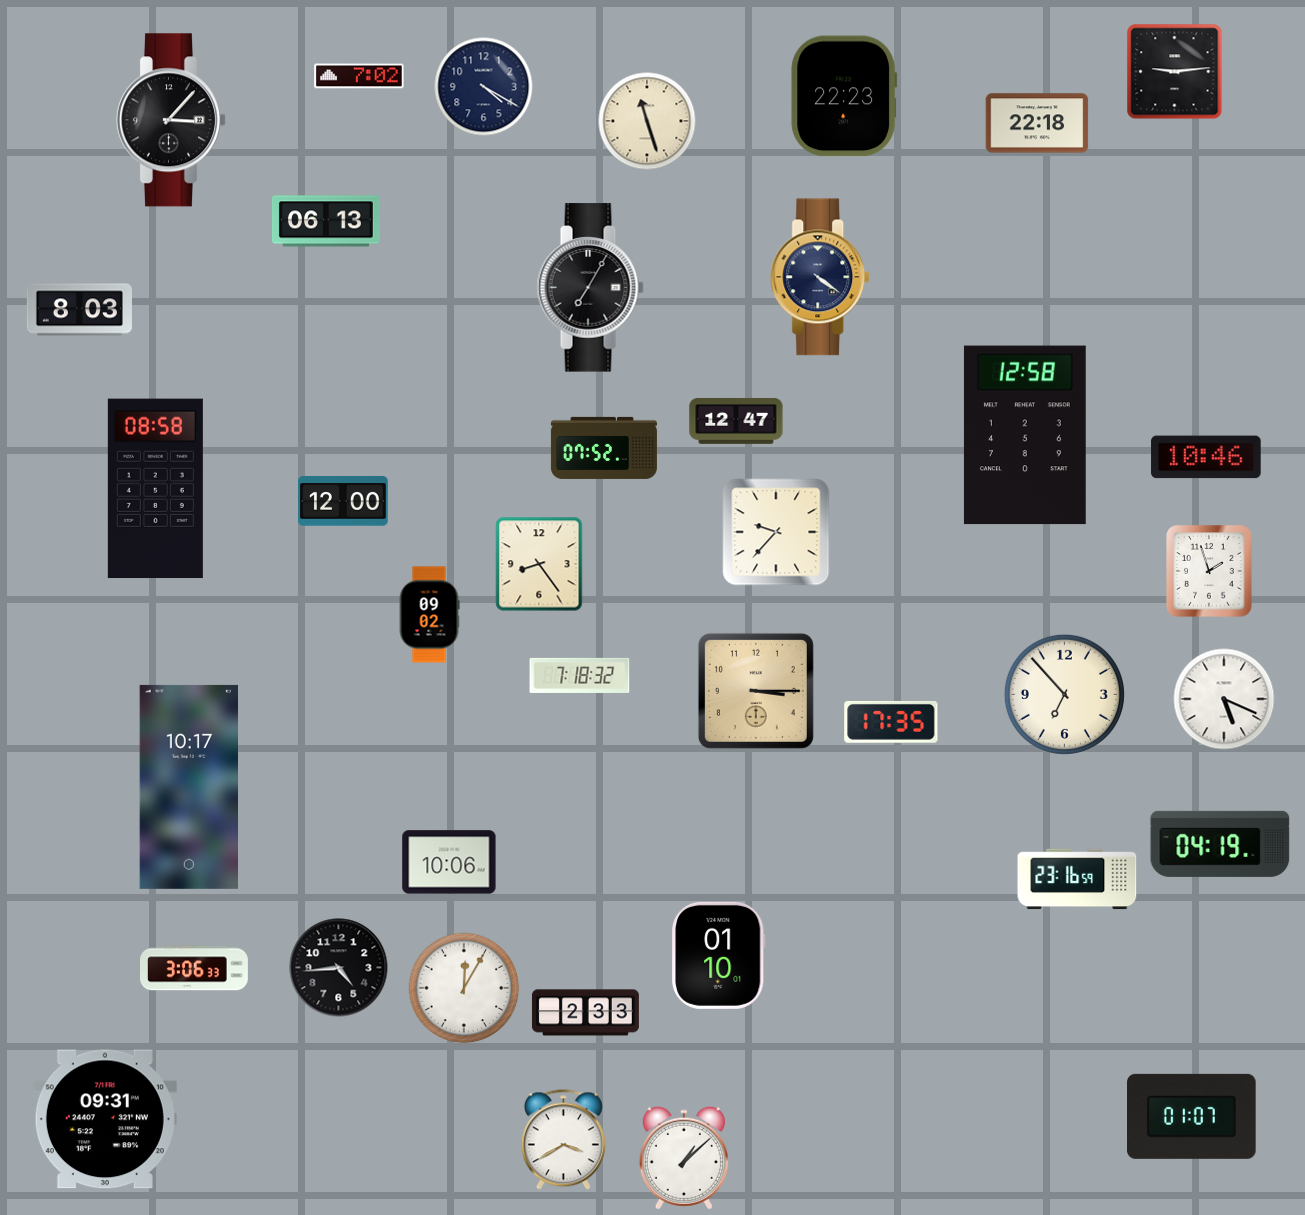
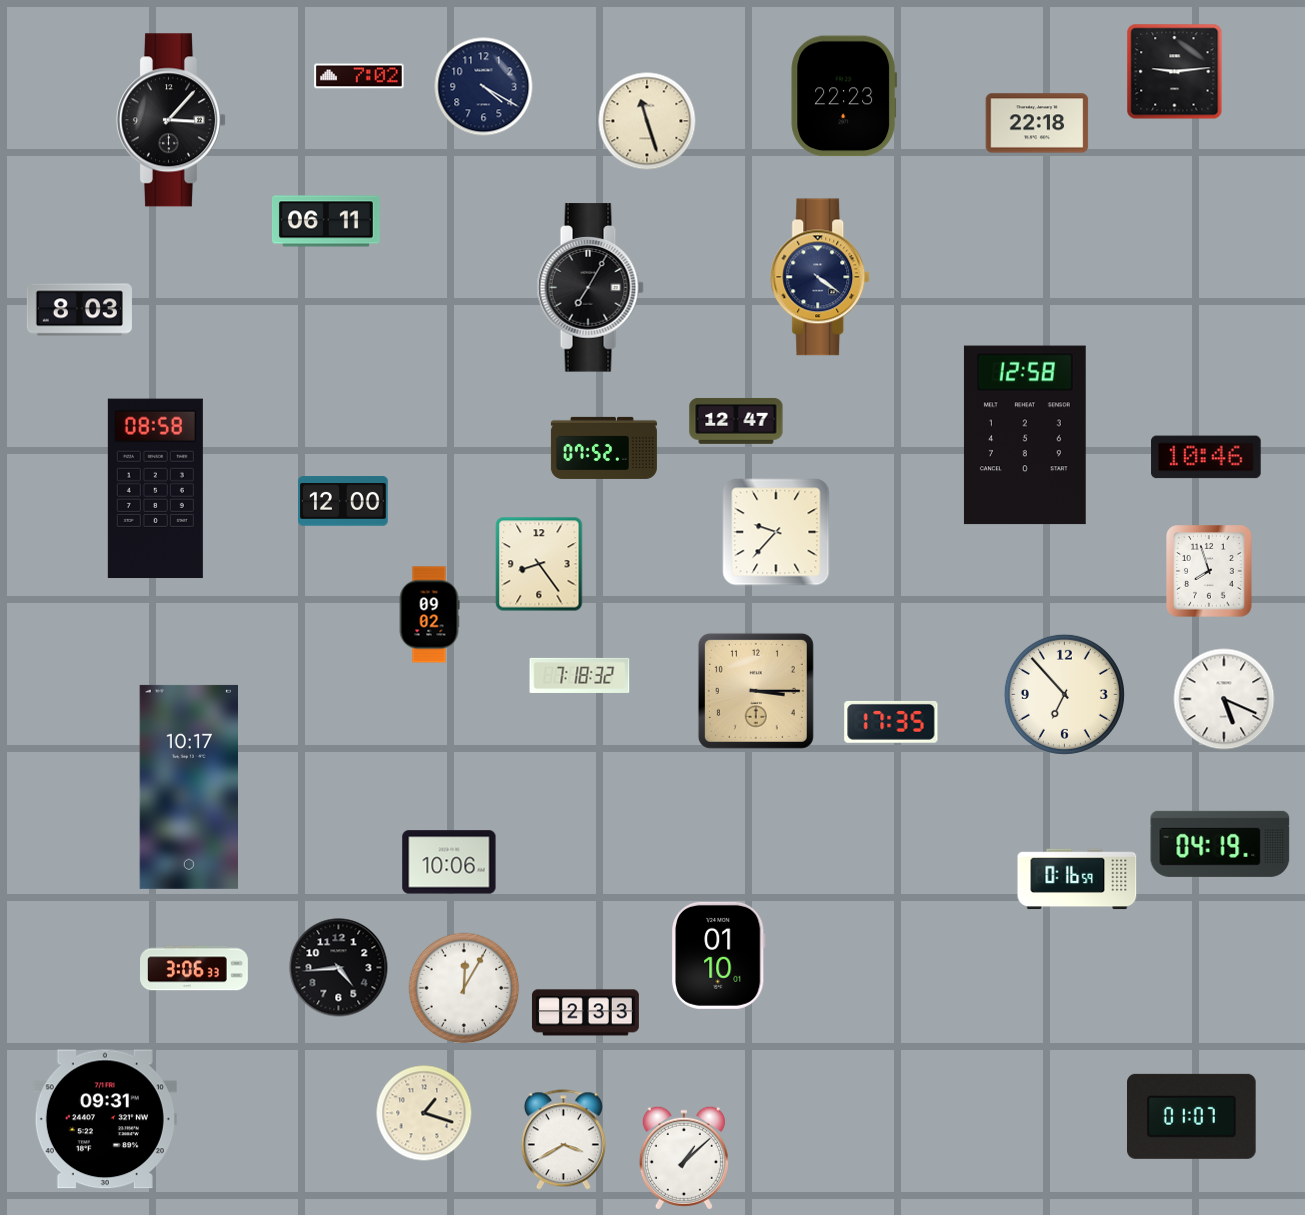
clock at (327, 221): 06:13 -> 06:11
clock at (1209, 571): 1:57 -> 7:57
clock at (1077, 879): 23:16 -> 0:16
clock at (424, 1113): none -> 1:18
